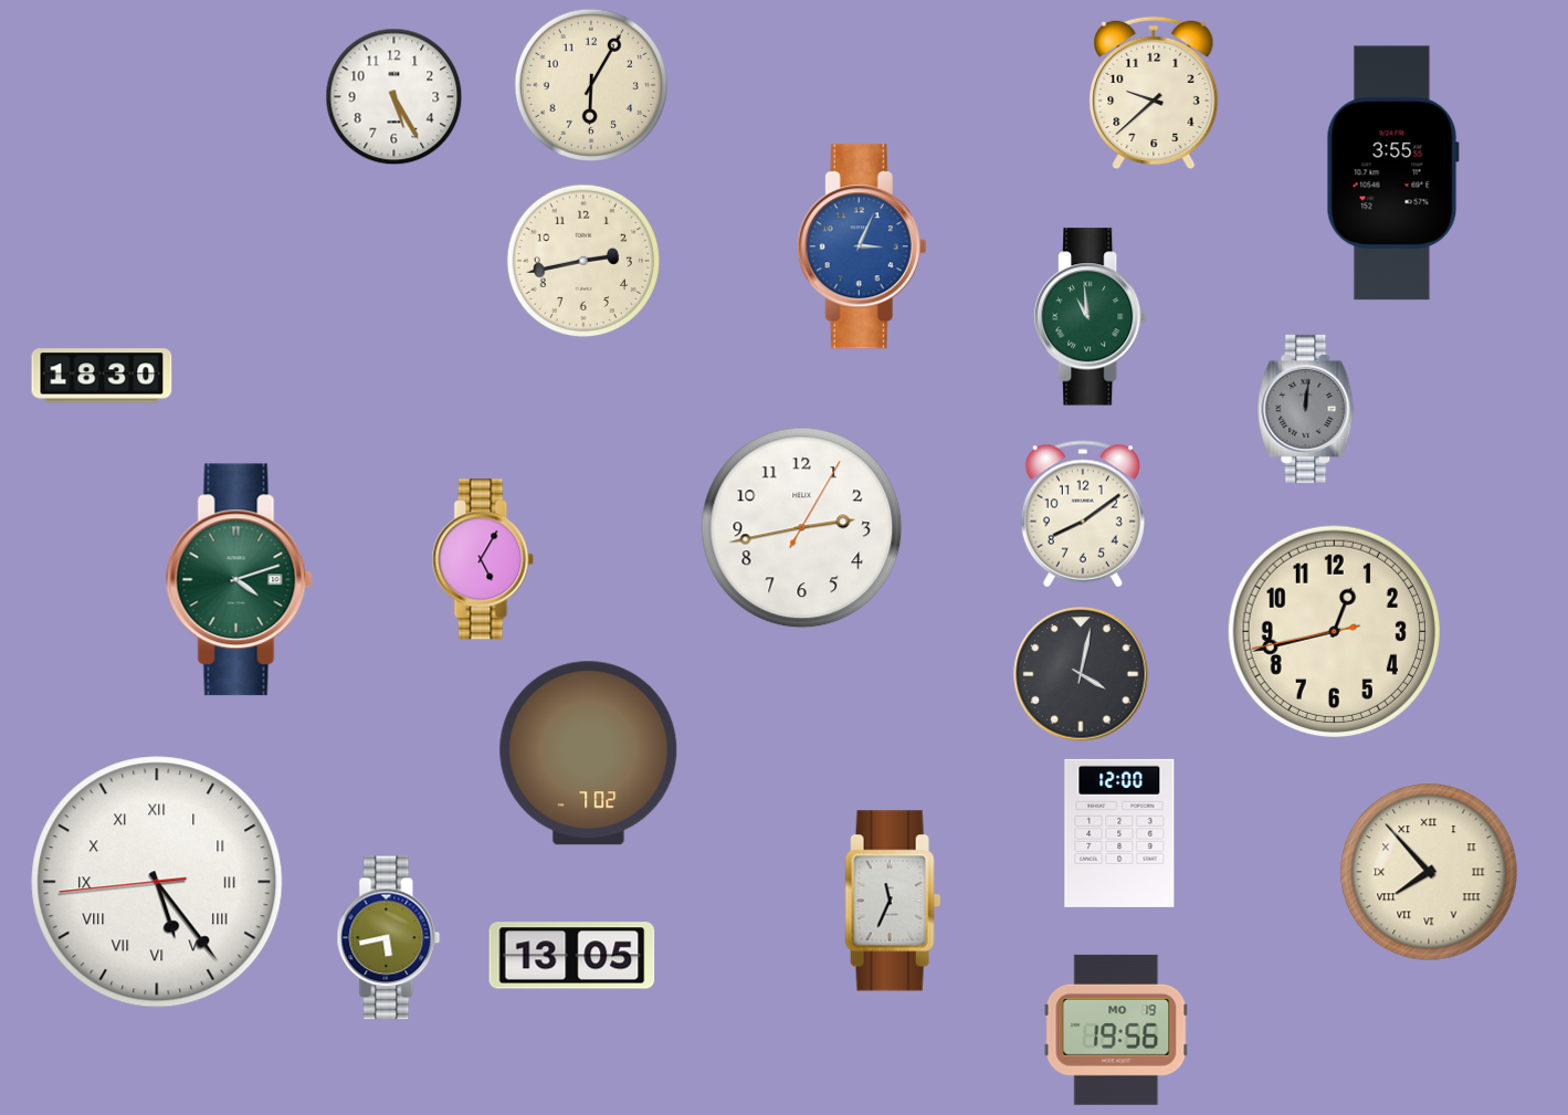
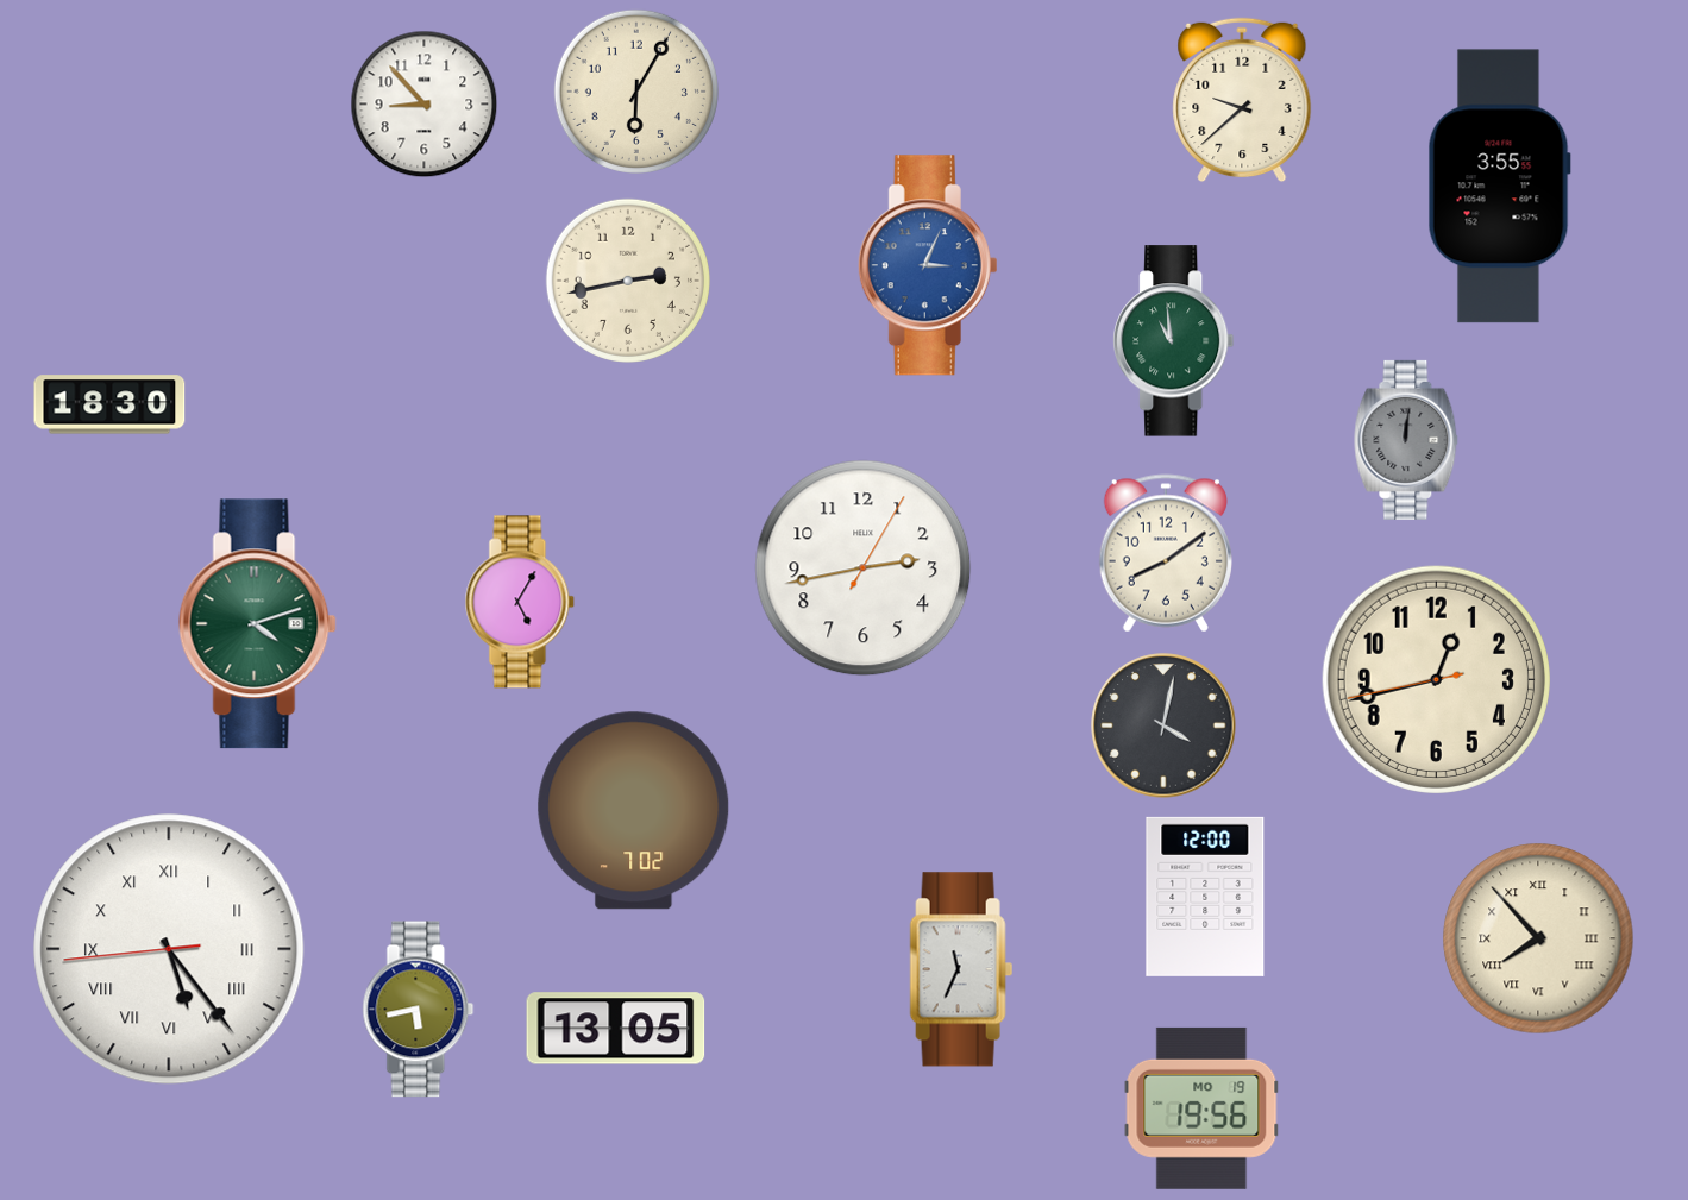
clock at (394, 97): 5:25 -> 8:53
